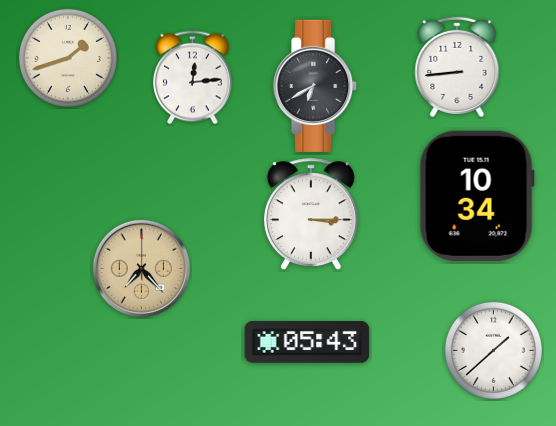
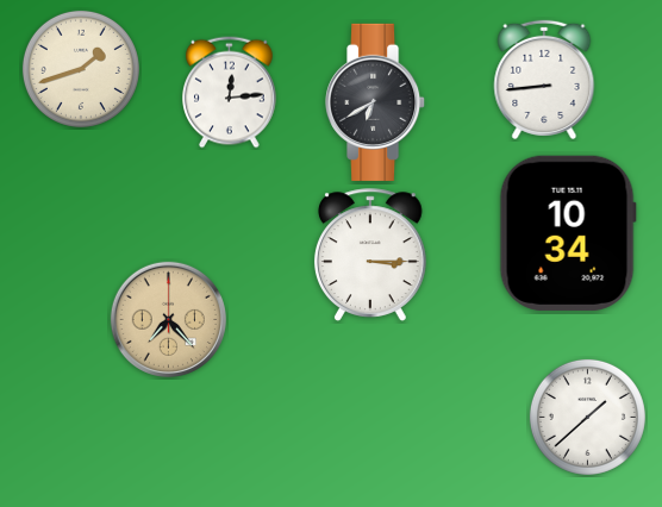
clock at (307, 342): 05:43 -> none
